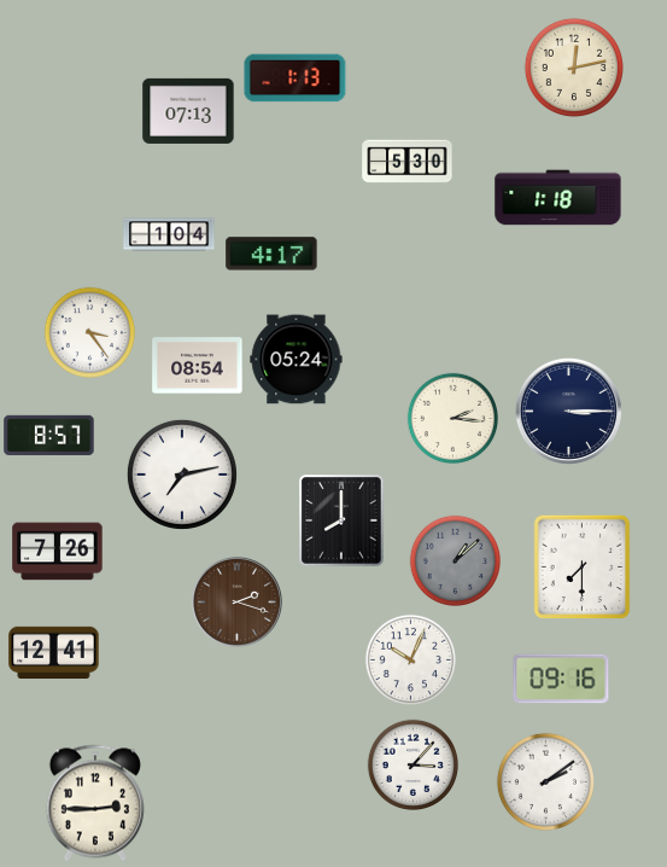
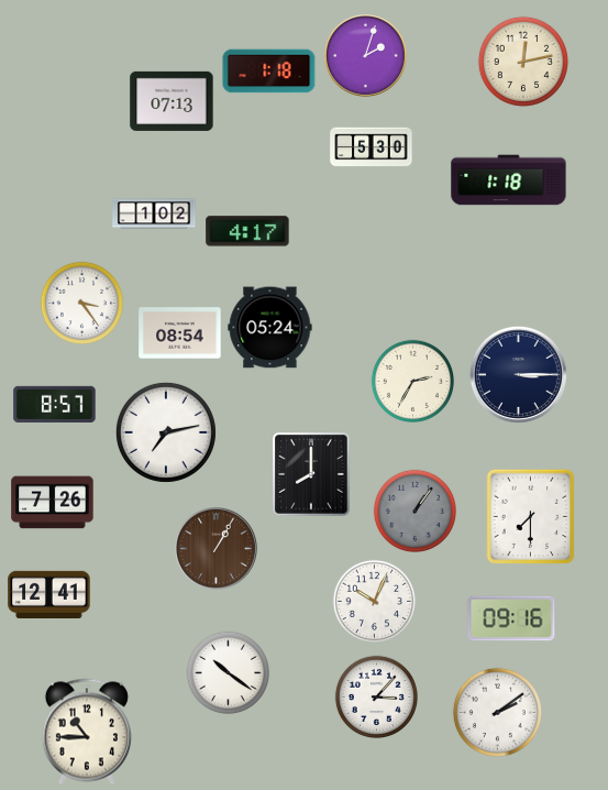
clock at (366, 56): none -> 2:03
clock at (296, 78): 1:13 -> 1:18
clock at (169, 234): 1:04 -> 1:02
clock at (452, 418): 2:16 -> 2:35
clock at (49, 435) position: (49, 435) -> (55, 404)
clock at (455, 560): 1:08 -> 1:06
clock at (238, 603): 2:18 -> 1:05
clock at (228, 672): none -> 10:21
clock at (95, 803): 2:45 -> 10:45
